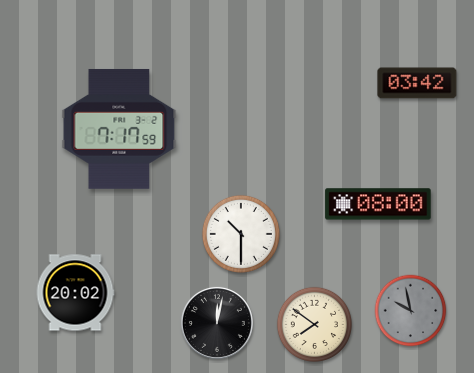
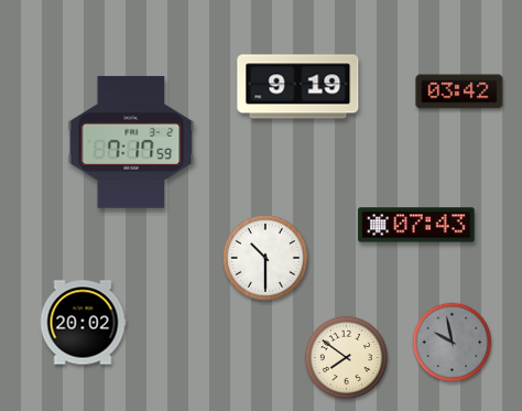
clock at (298, 87): none -> 9:19
clock at (378, 204): 08:00 -> 07:43
clock at (217, 323): 12:02 -> none
